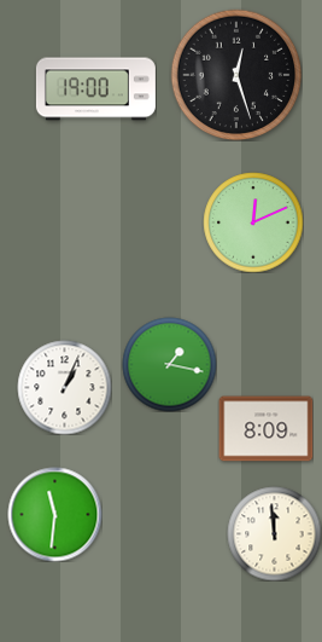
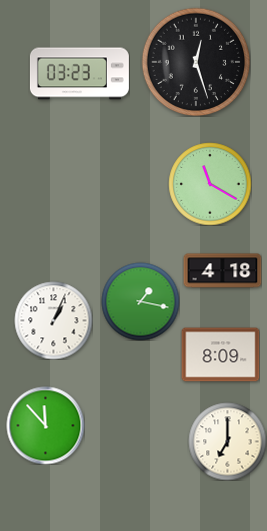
clock at (95, 89): 19:00 -> 03:23
clock at (253, 222): 12:11 -> 11:20
clock at (222, 271): none -> 4:18
clock at (54, 514): 11:31 -> 11:53
clock at (274, 533): 11:59 -> 7:00
